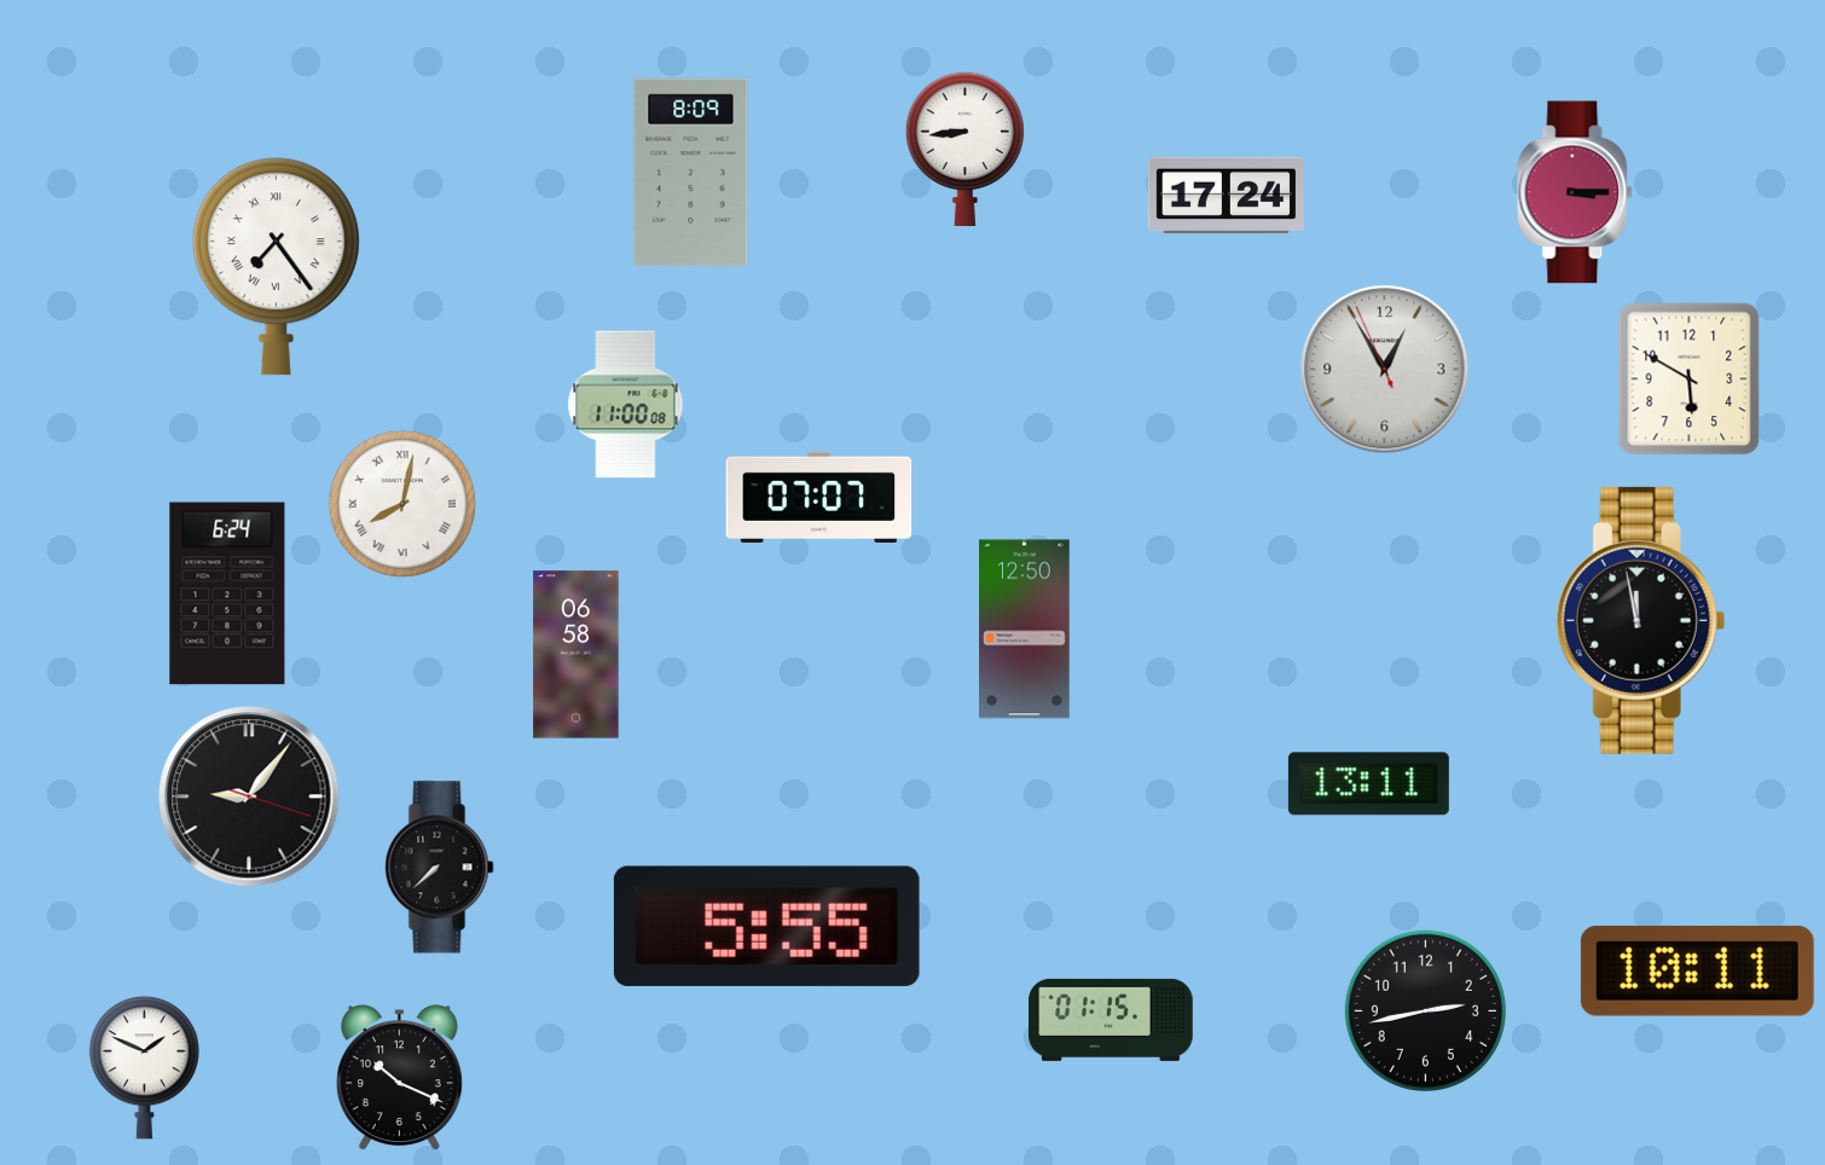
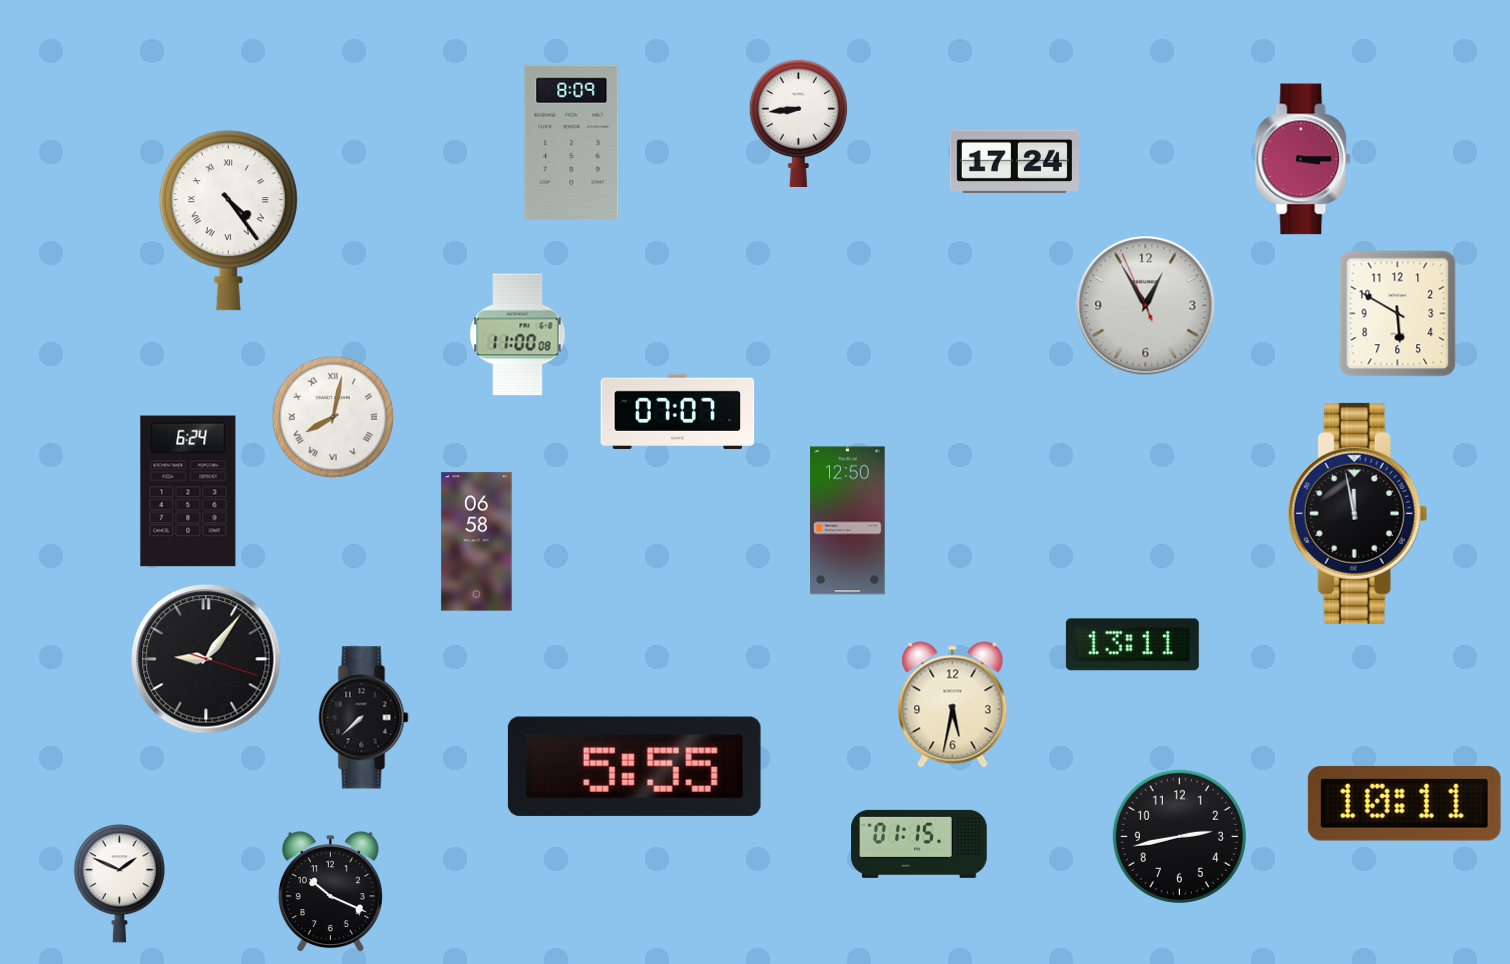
clock at (276, 267): 7:24 -> 4:24
clock at (1368, 784) position: (1368, 784) -> (1132, 645)
clock at (953, 705): none -> 5:32
